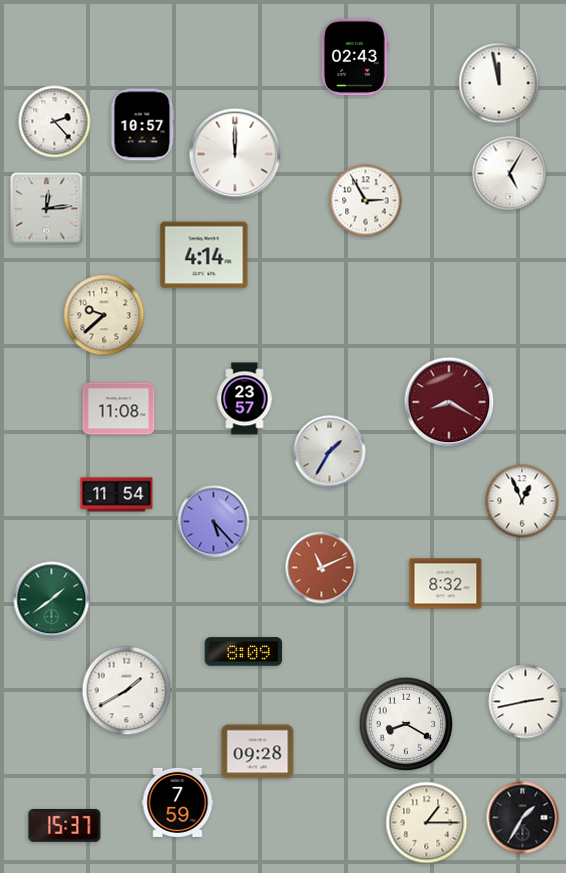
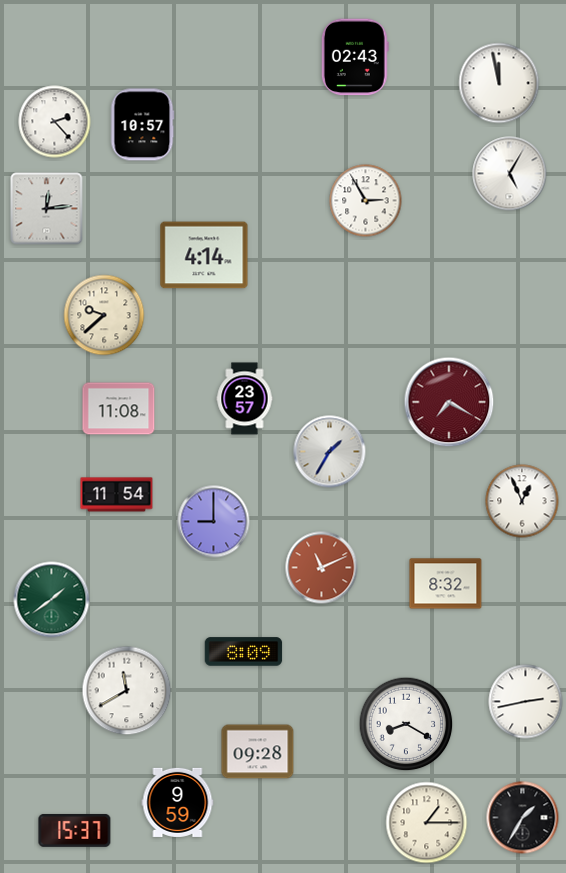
clock at (235, 154): 12:00 -> none
clock at (449, 402): 8:20 -> 7:20
clock at (214, 522): 5:23 -> 9:00
clock at (127, 691): 1:40 -> 11:40
clock at (178, 802): 7:59 -> 9:59
clock at (65, 825) position: (65, 825) -> (75, 830)
